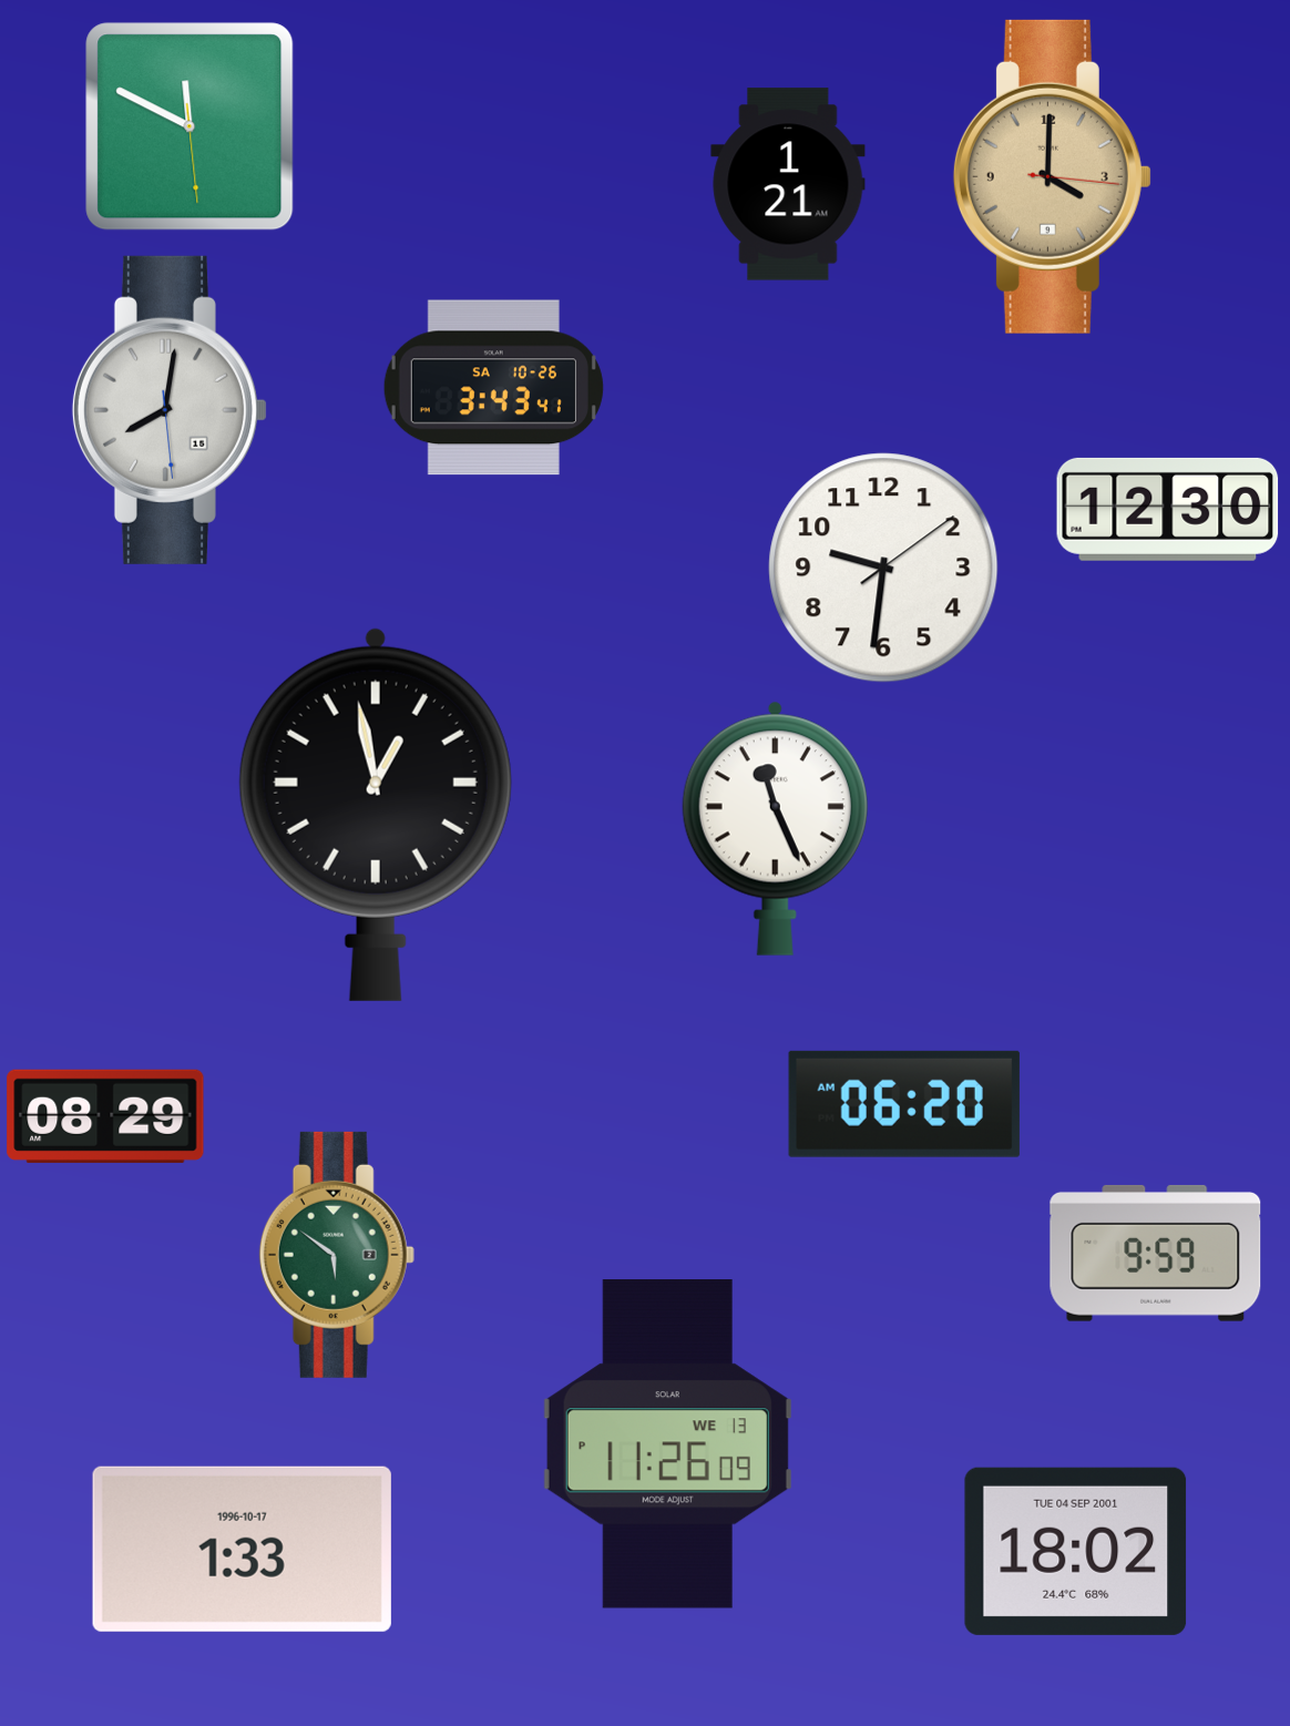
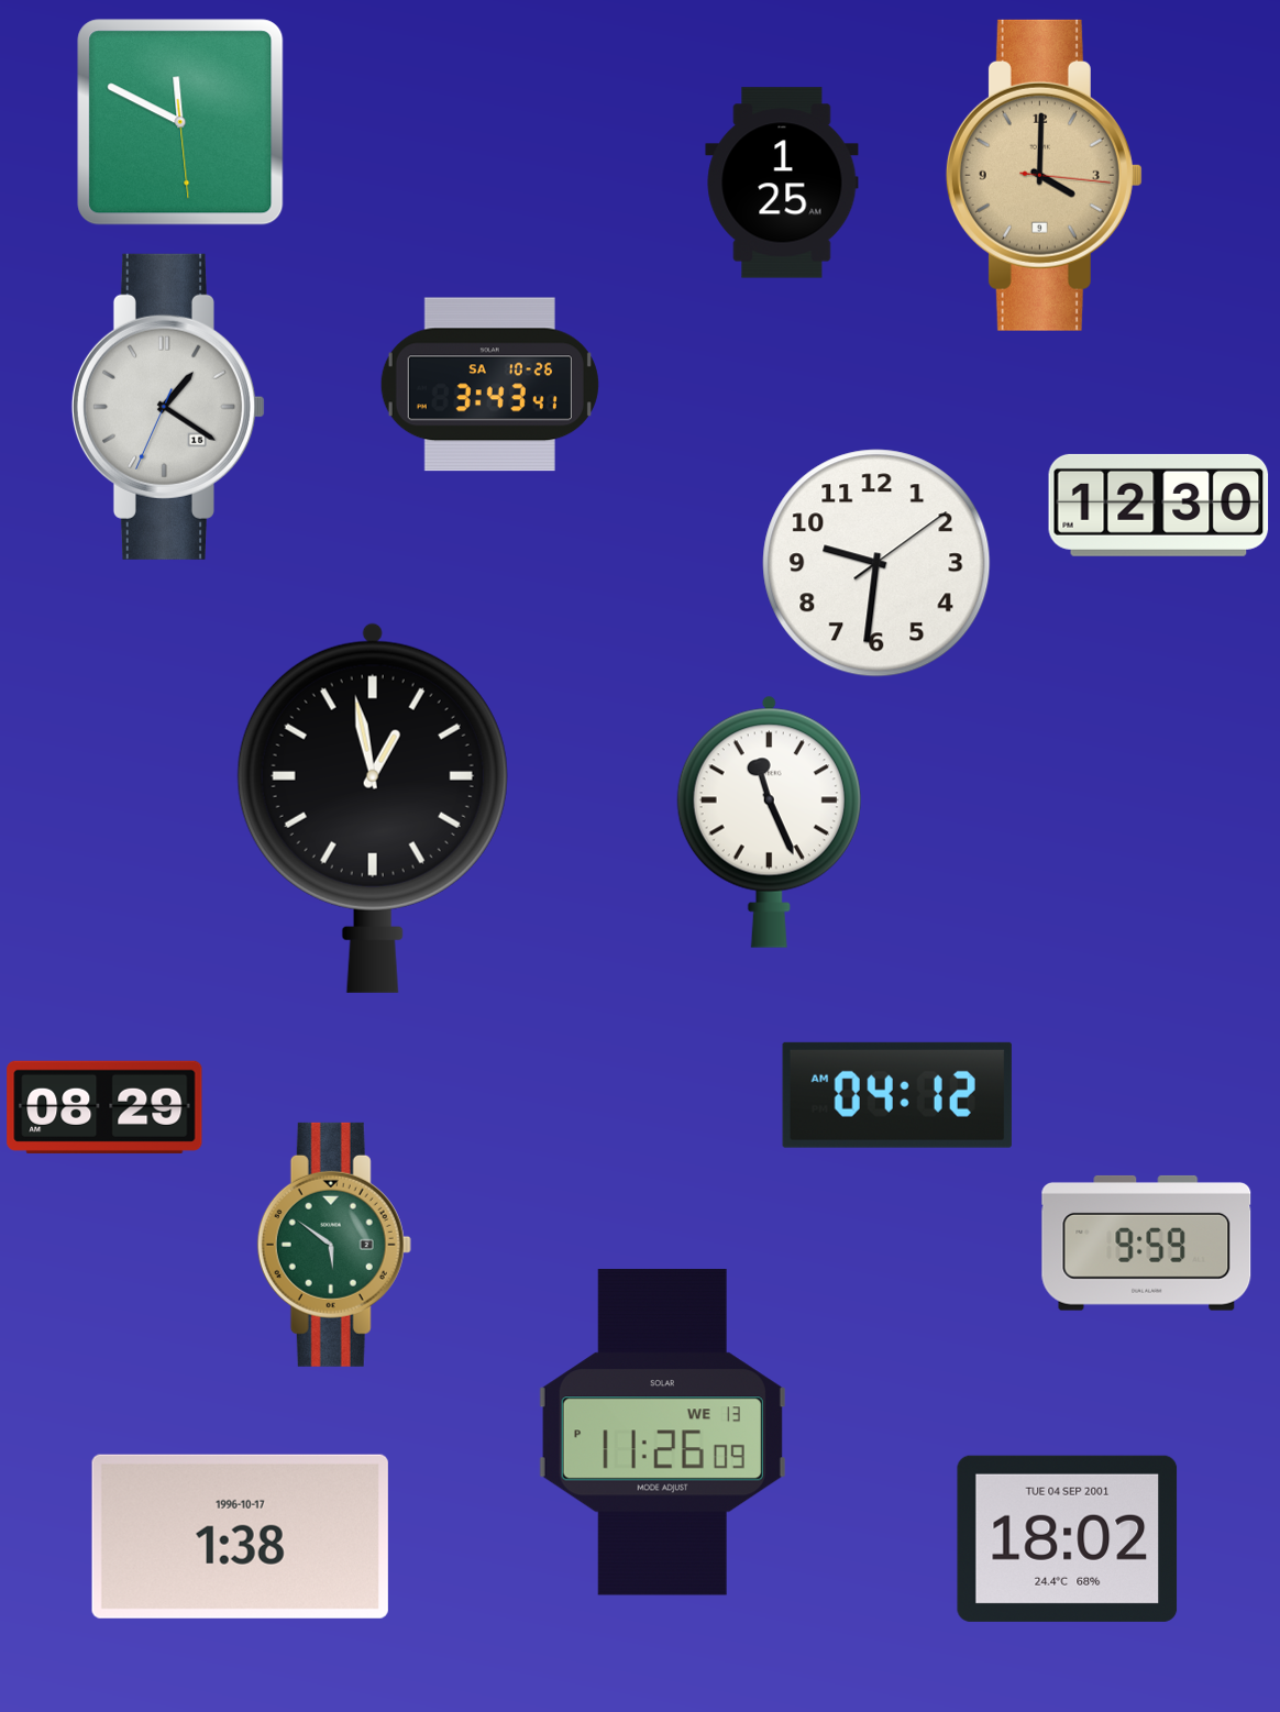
clock at (190, 126) position: (190, 126) -> (180, 122)
clock at (788, 184): 1:21 -> 1:25
clock at (170, 410): 8:01 -> 1:20
clock at (904, 1104): 06:20 -> 04:12
clock at (242, 1549): 1:33 -> 1:38
